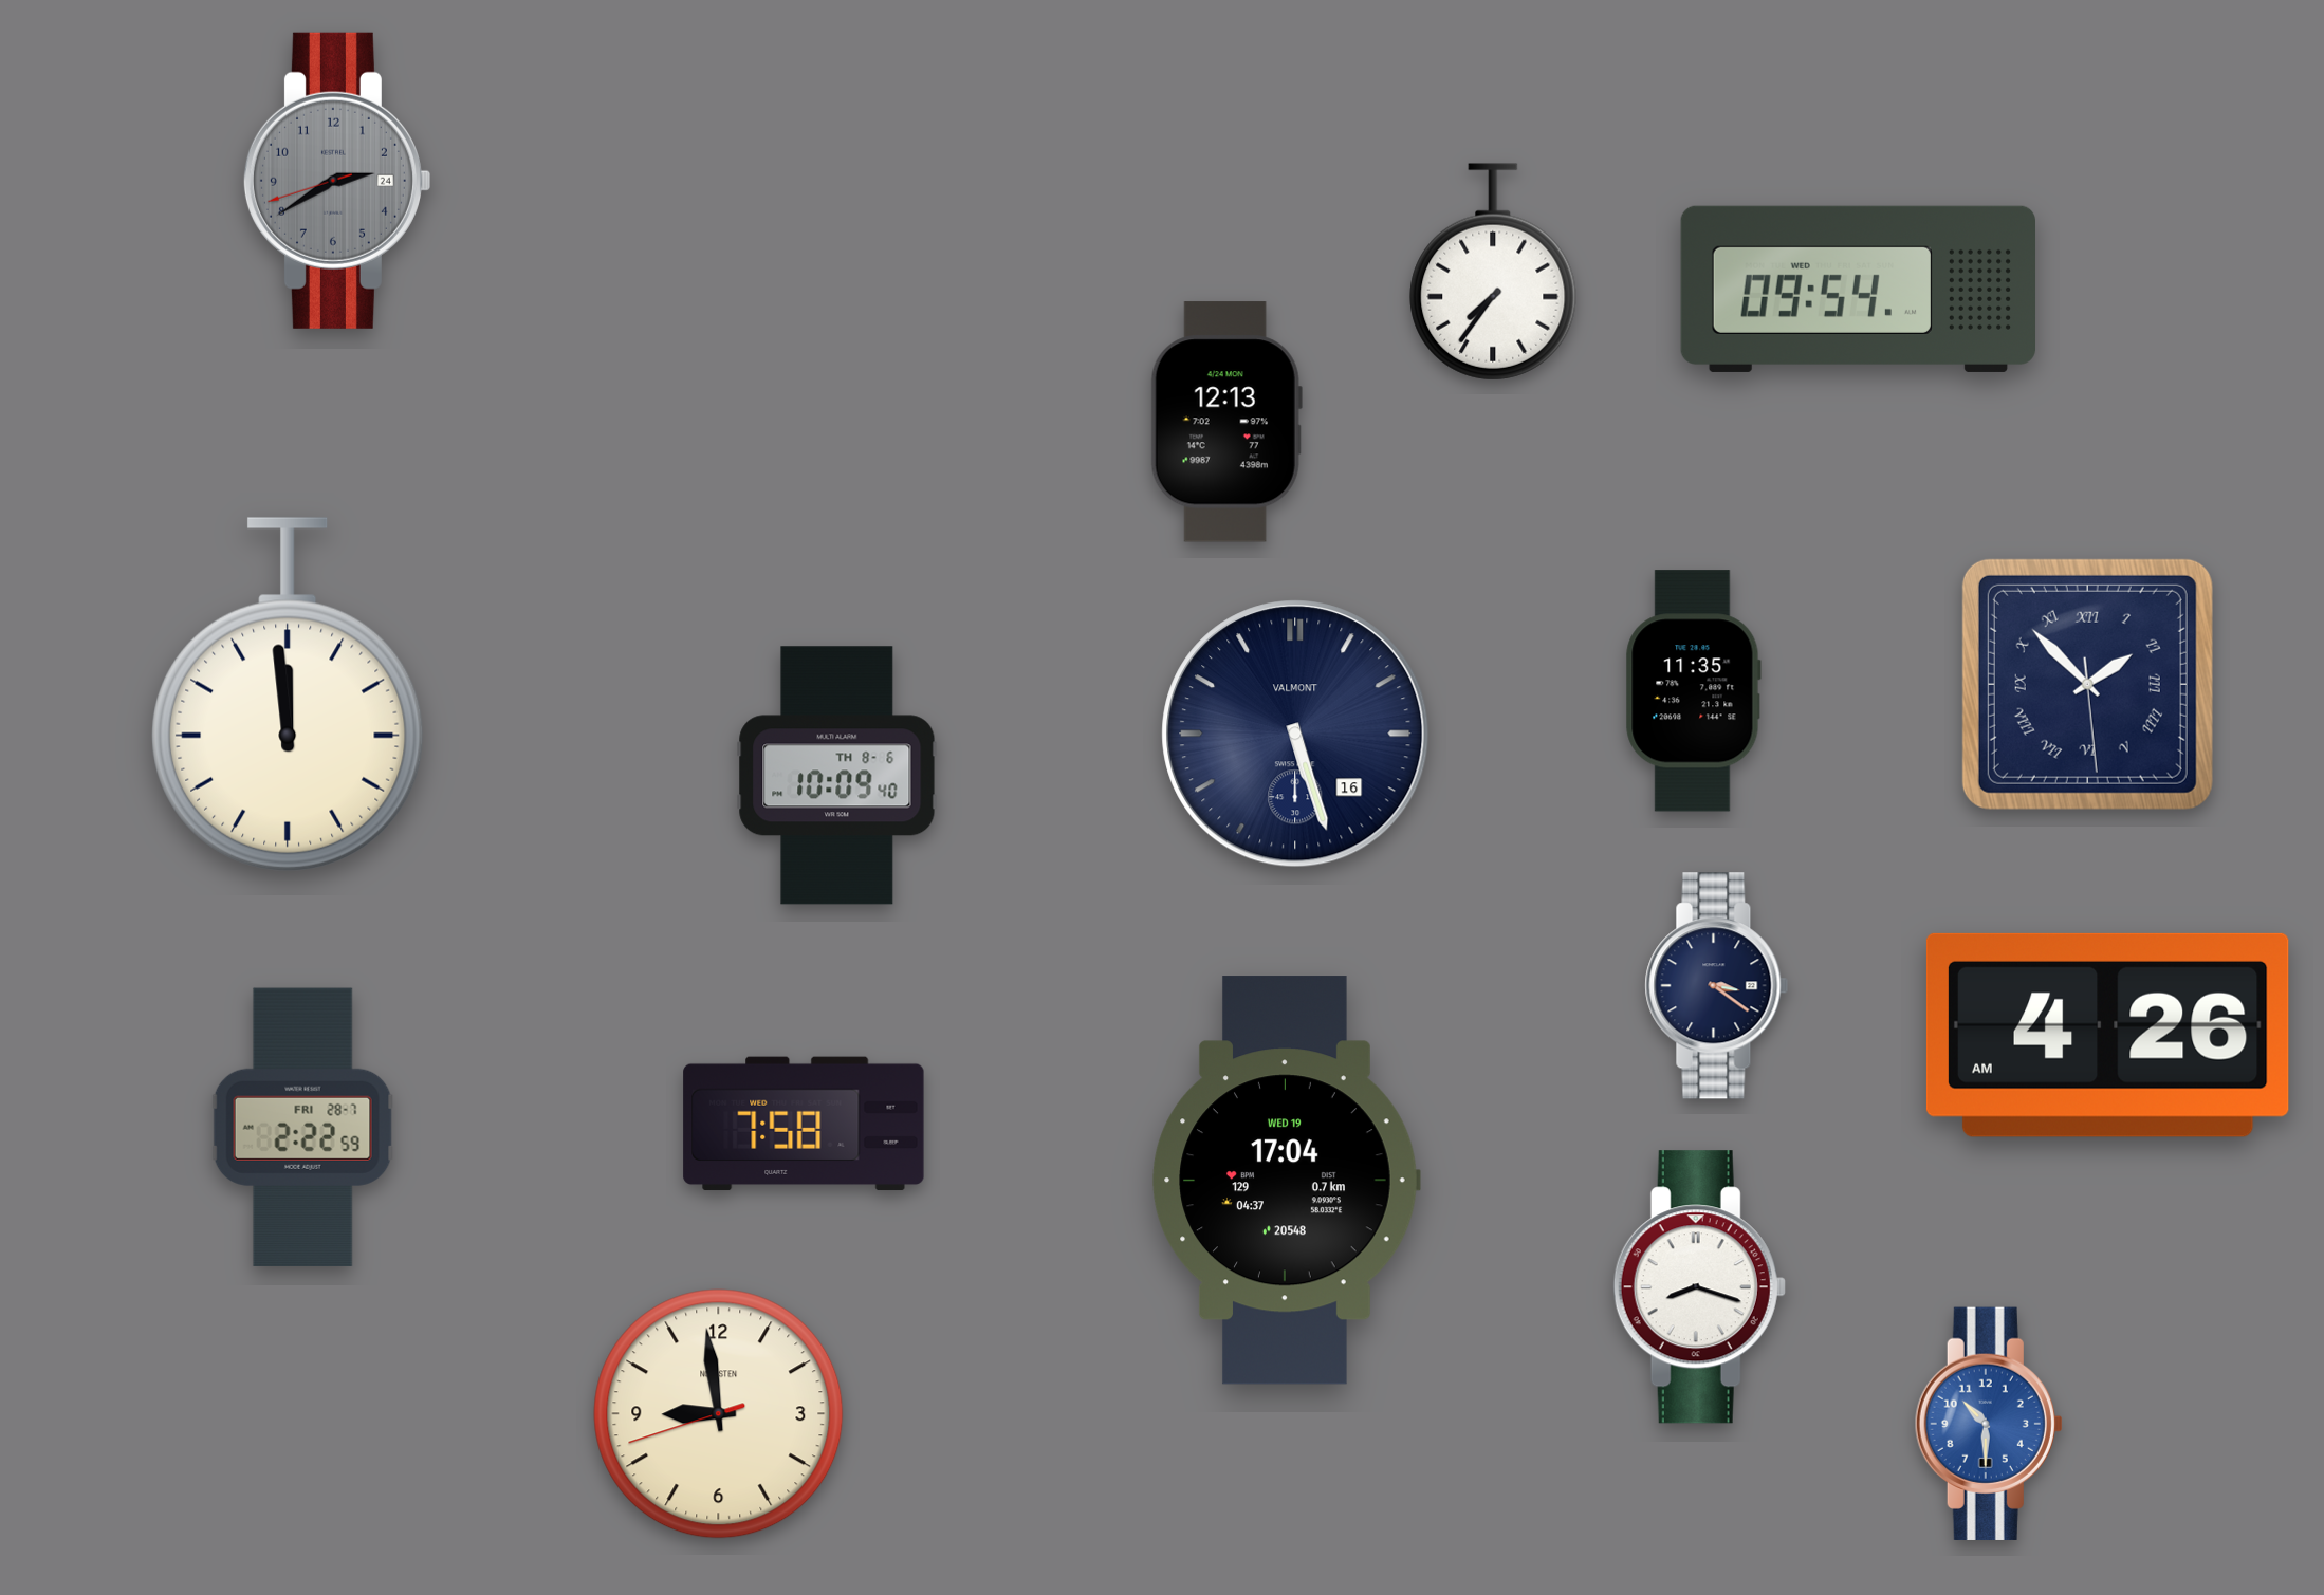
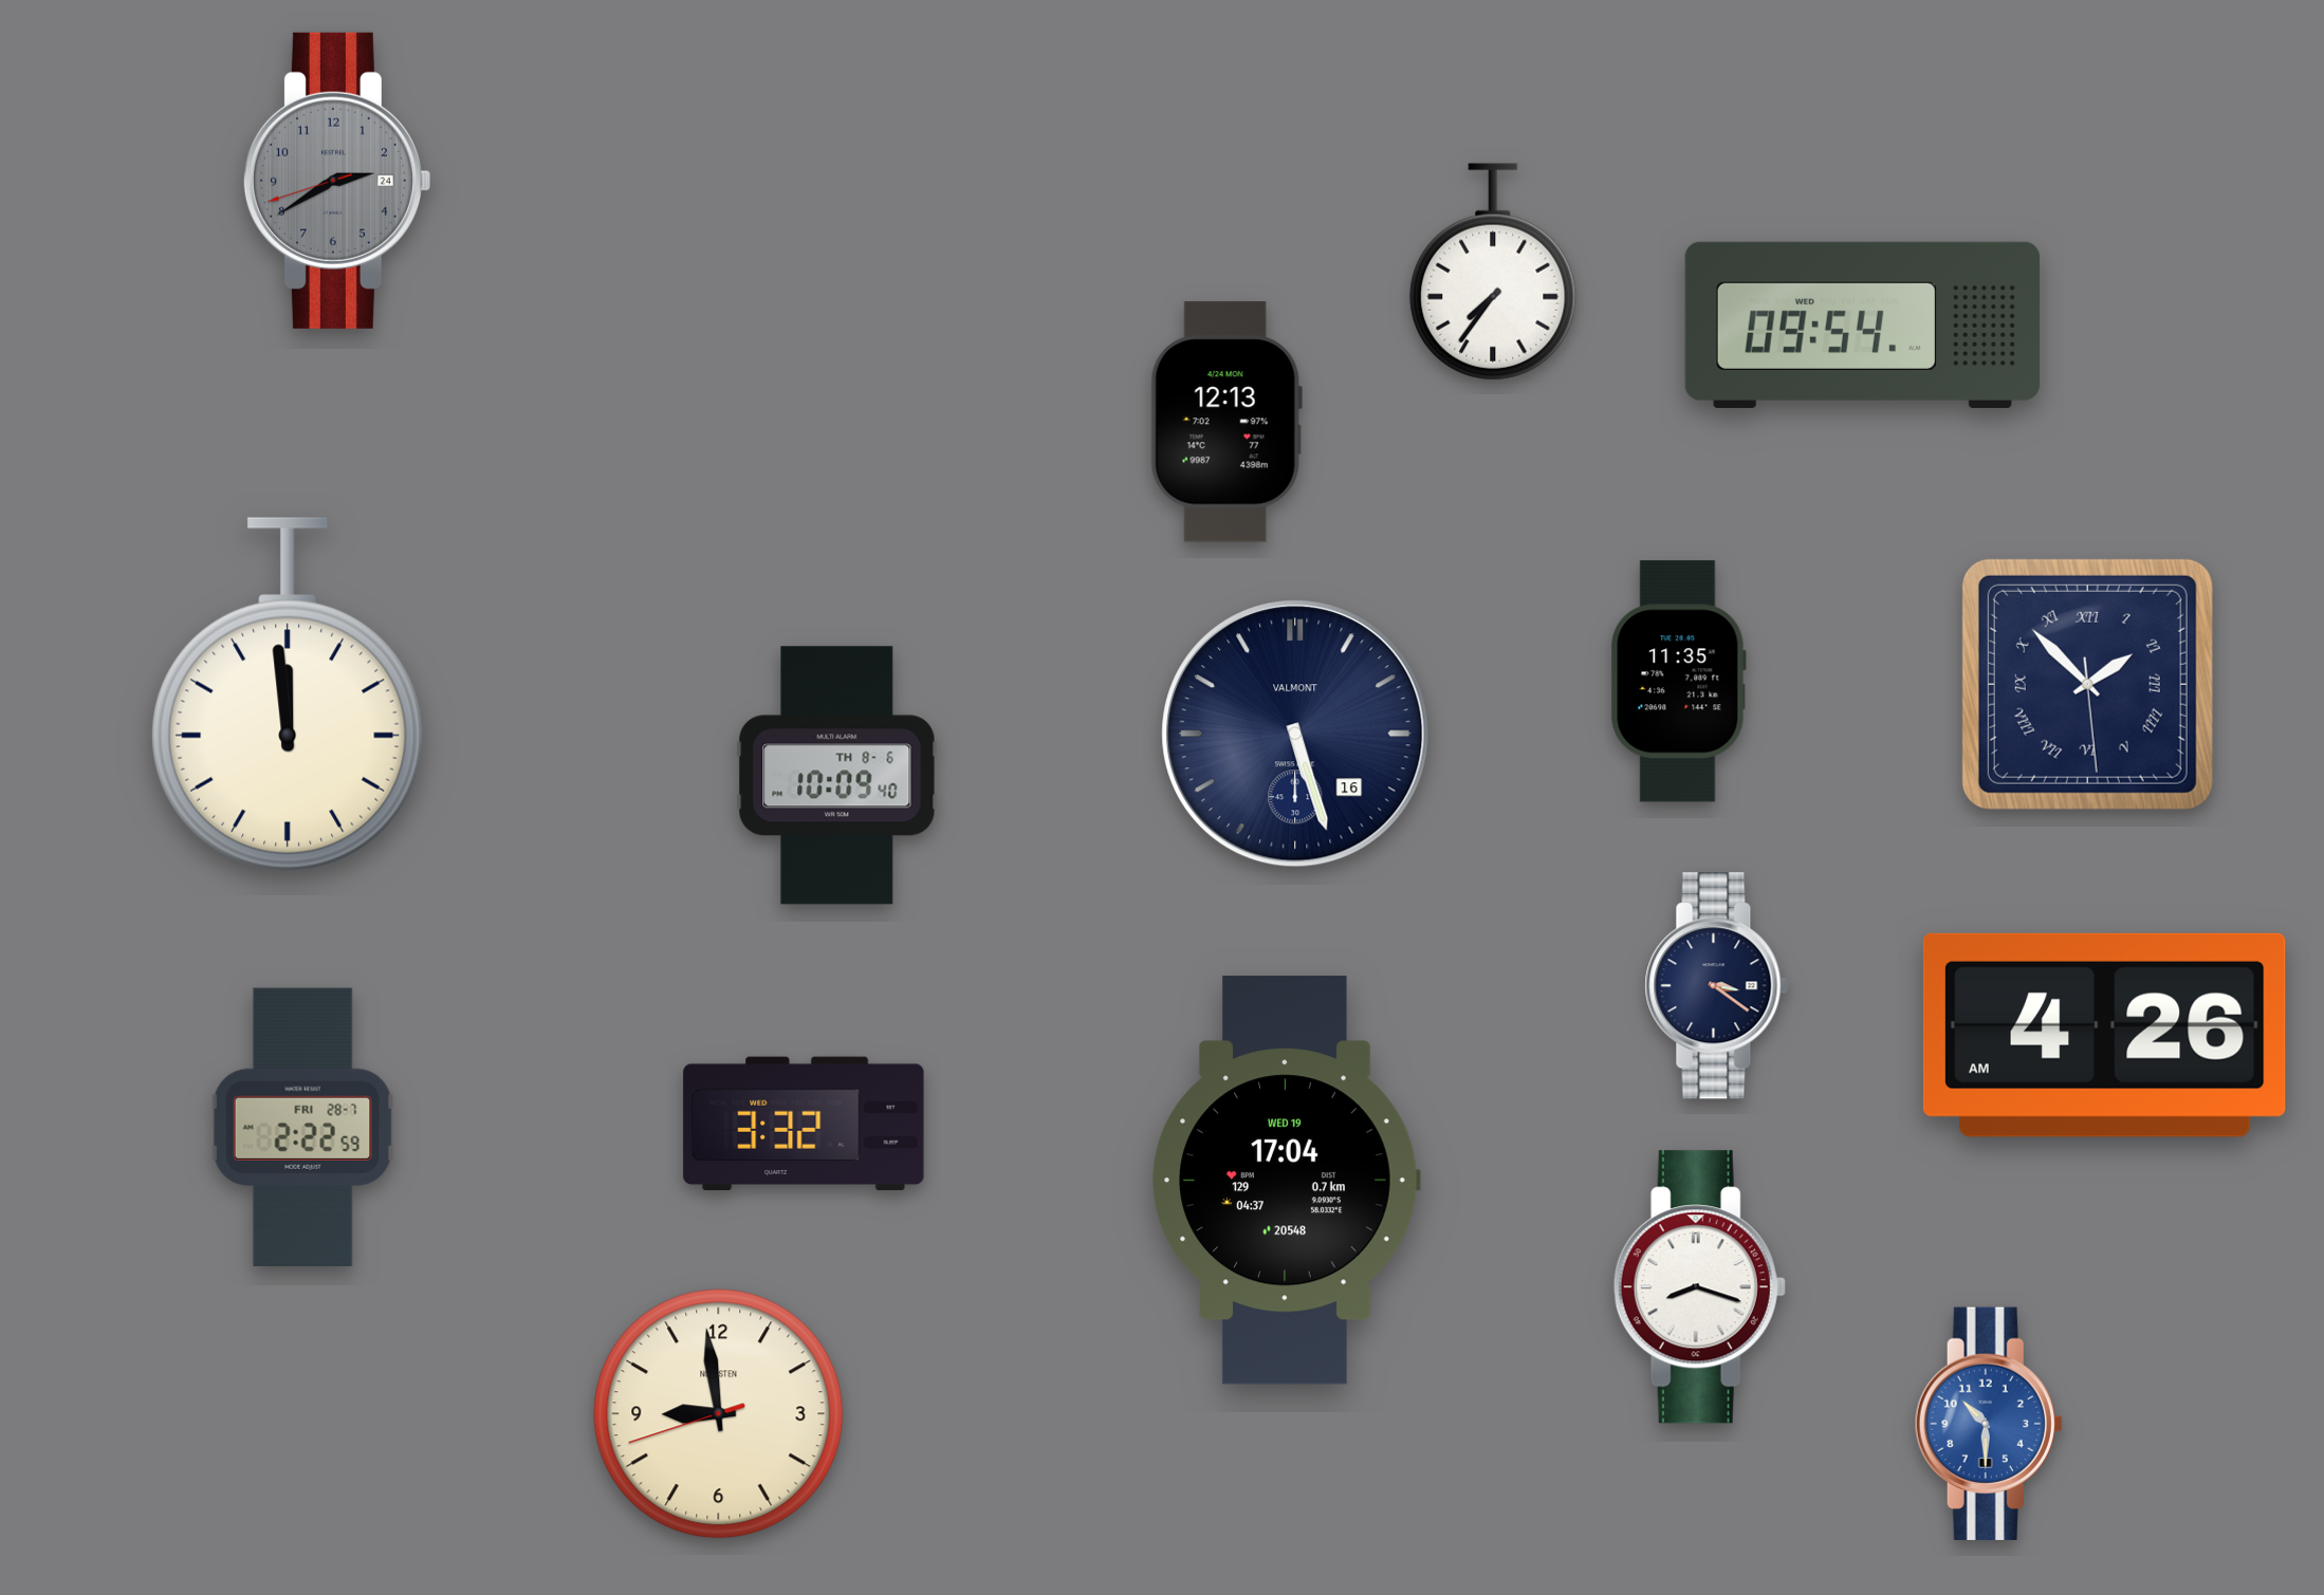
clock at (1858, 289) position: (1858, 289) -> (1862, 324)
clock at (1693, 691) position: (1693, 691) -> (1678, 682)
clock at (2107, 1035) position: (2107, 1035) -> (2104, 1035)
clock at (804, 1124): 7:58 -> 3:32
